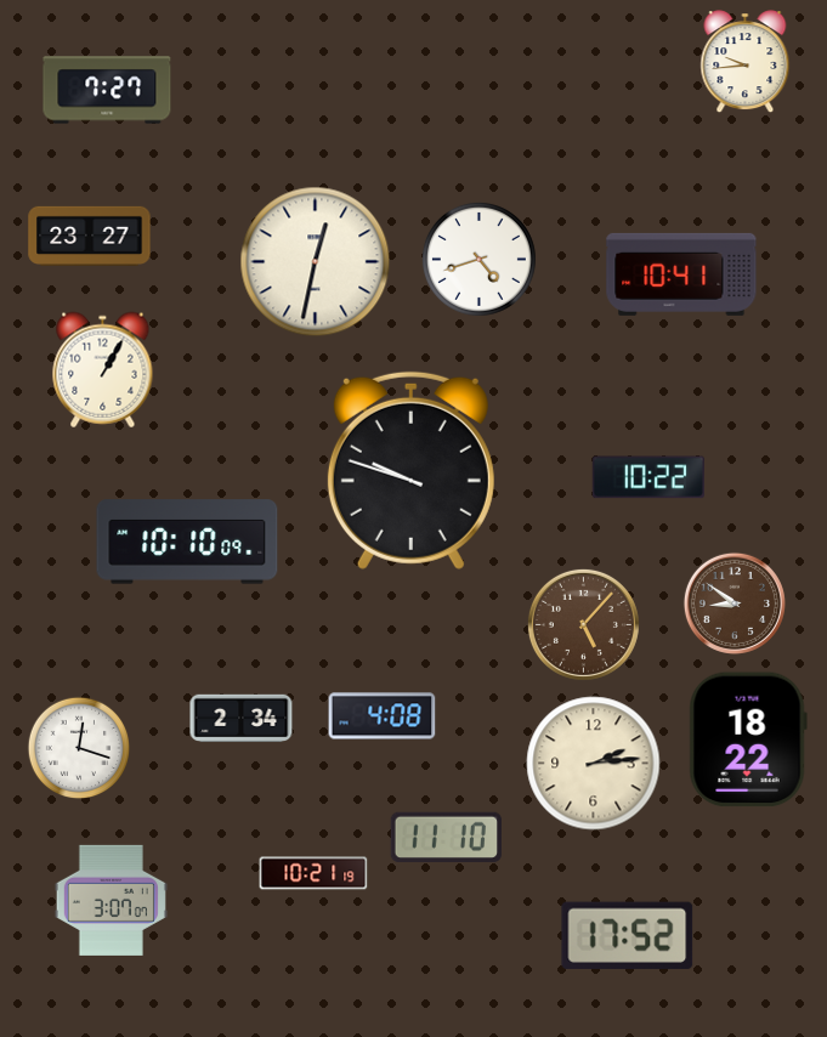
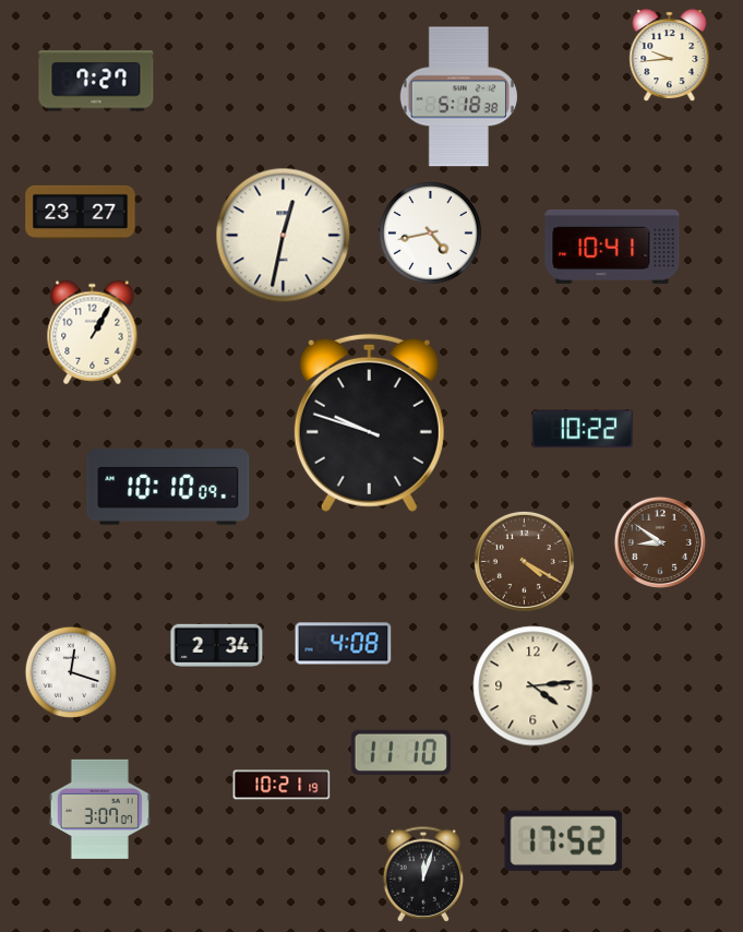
clock at (458, 97): none -> 5:18
clock at (478, 259): 4:42 -> 4:43
clock at (583, 624): 5:07 -> 4:20
clock at (748, 739): 18:22 -> none
clock at (594, 764): 2:14 -> 4:14
clock at (423, 874): none -> 12:03
